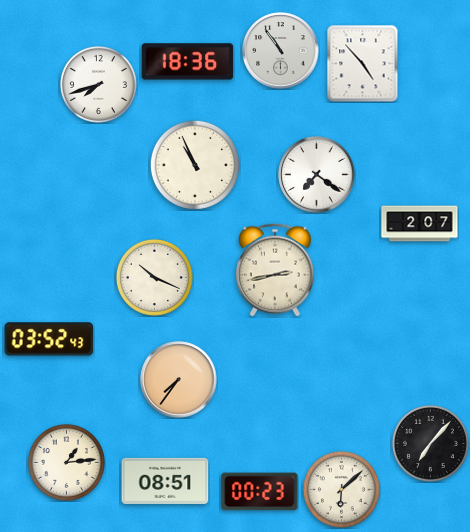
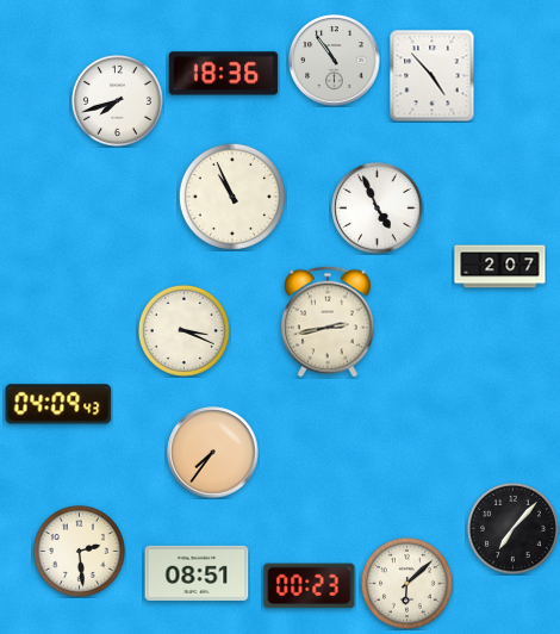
clock at (317, 175): 7:21 -> 4:56
clock at (154, 277): 10:19 -> 3:19
clock at (49, 339): 03:52 -> 04:09
clock at (66, 462): 1:14 -> 2:29
